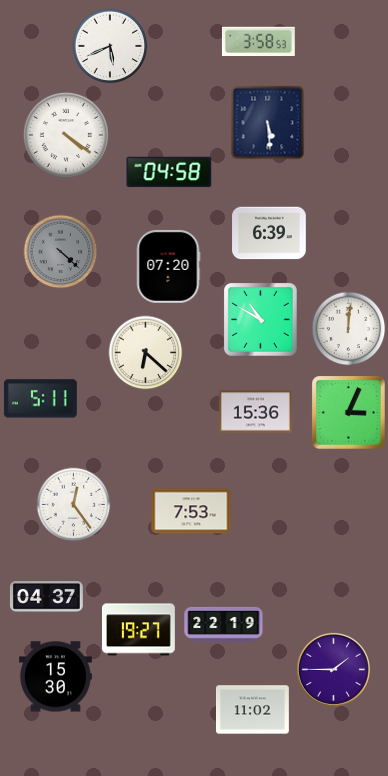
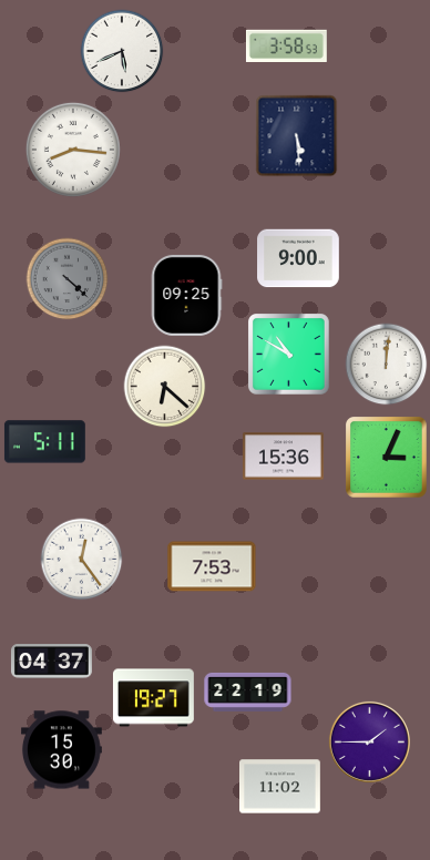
clock at (66, 135): 4:21 -> 8:16
clock at (169, 172): 04:58 -> none
clock at (269, 233): 6:39 -> 9:00
clock at (168, 266): 07:20 -> 09:25
clock at (146, 353) position: (146, 353) -> (165, 387)
